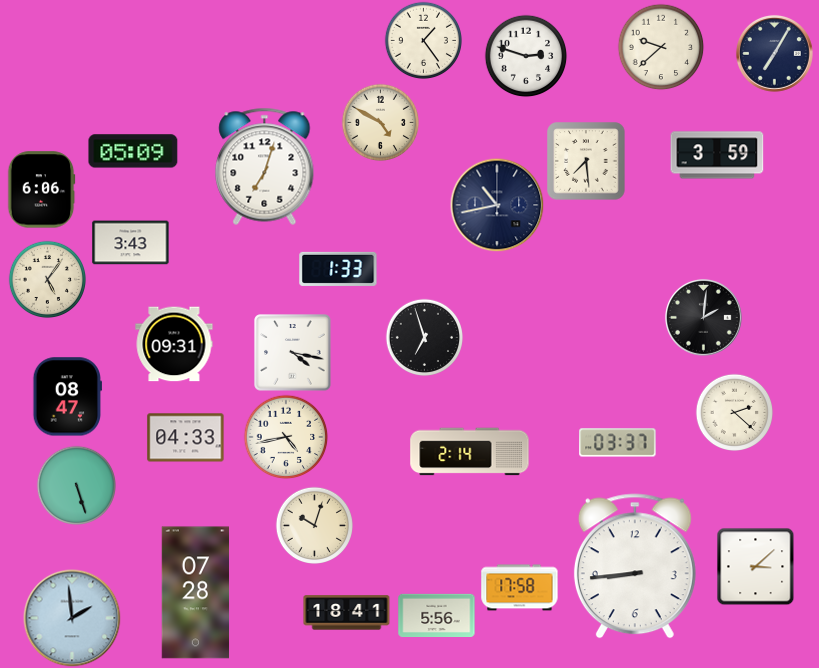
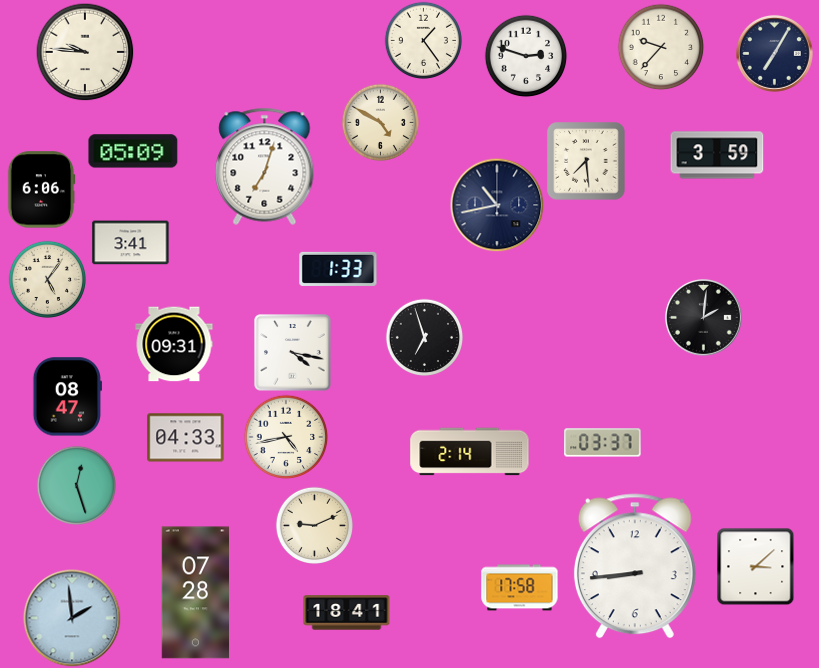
clock at (661, 47): 9:38 -> 9:37
clock at (85, 52): none -> 9:46
clock at (131, 243): 3:43 -> 3:41
clock at (734, 412): 2:22 -> none
clock at (618, 443) position: (618, 443) -> (603, 443)
clock at (76, 485): 5:27 -> 12:27
clock at (314, 525): 10:03 -> 9:11
clock at (437, 615): 5:56 -> none
